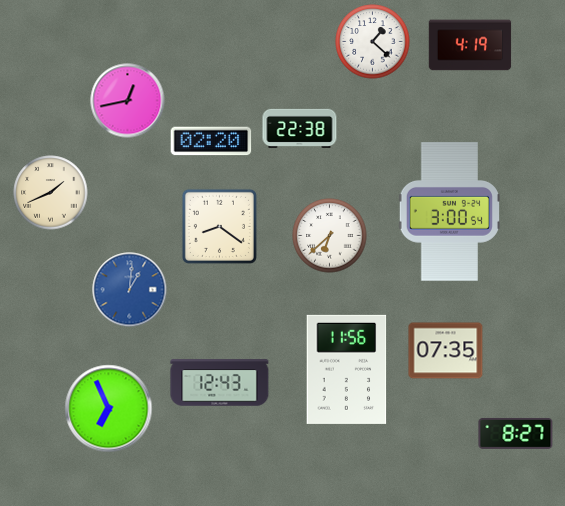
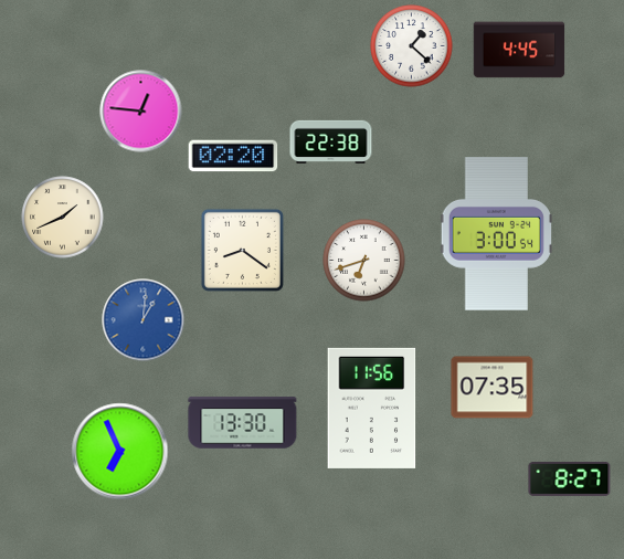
clock at (470, 45): 4:19 -> 4:45
clock at (128, 101): 12:43 -> 12:46
clock at (51, 193) position: (51, 193) -> (63, 218)
clock at (330, 236): 6:38 -> 6:42
clock at (347, 369) position: (347, 369) -> (372, 408)
clock at (220, 383): 12:43 -> 13:30
